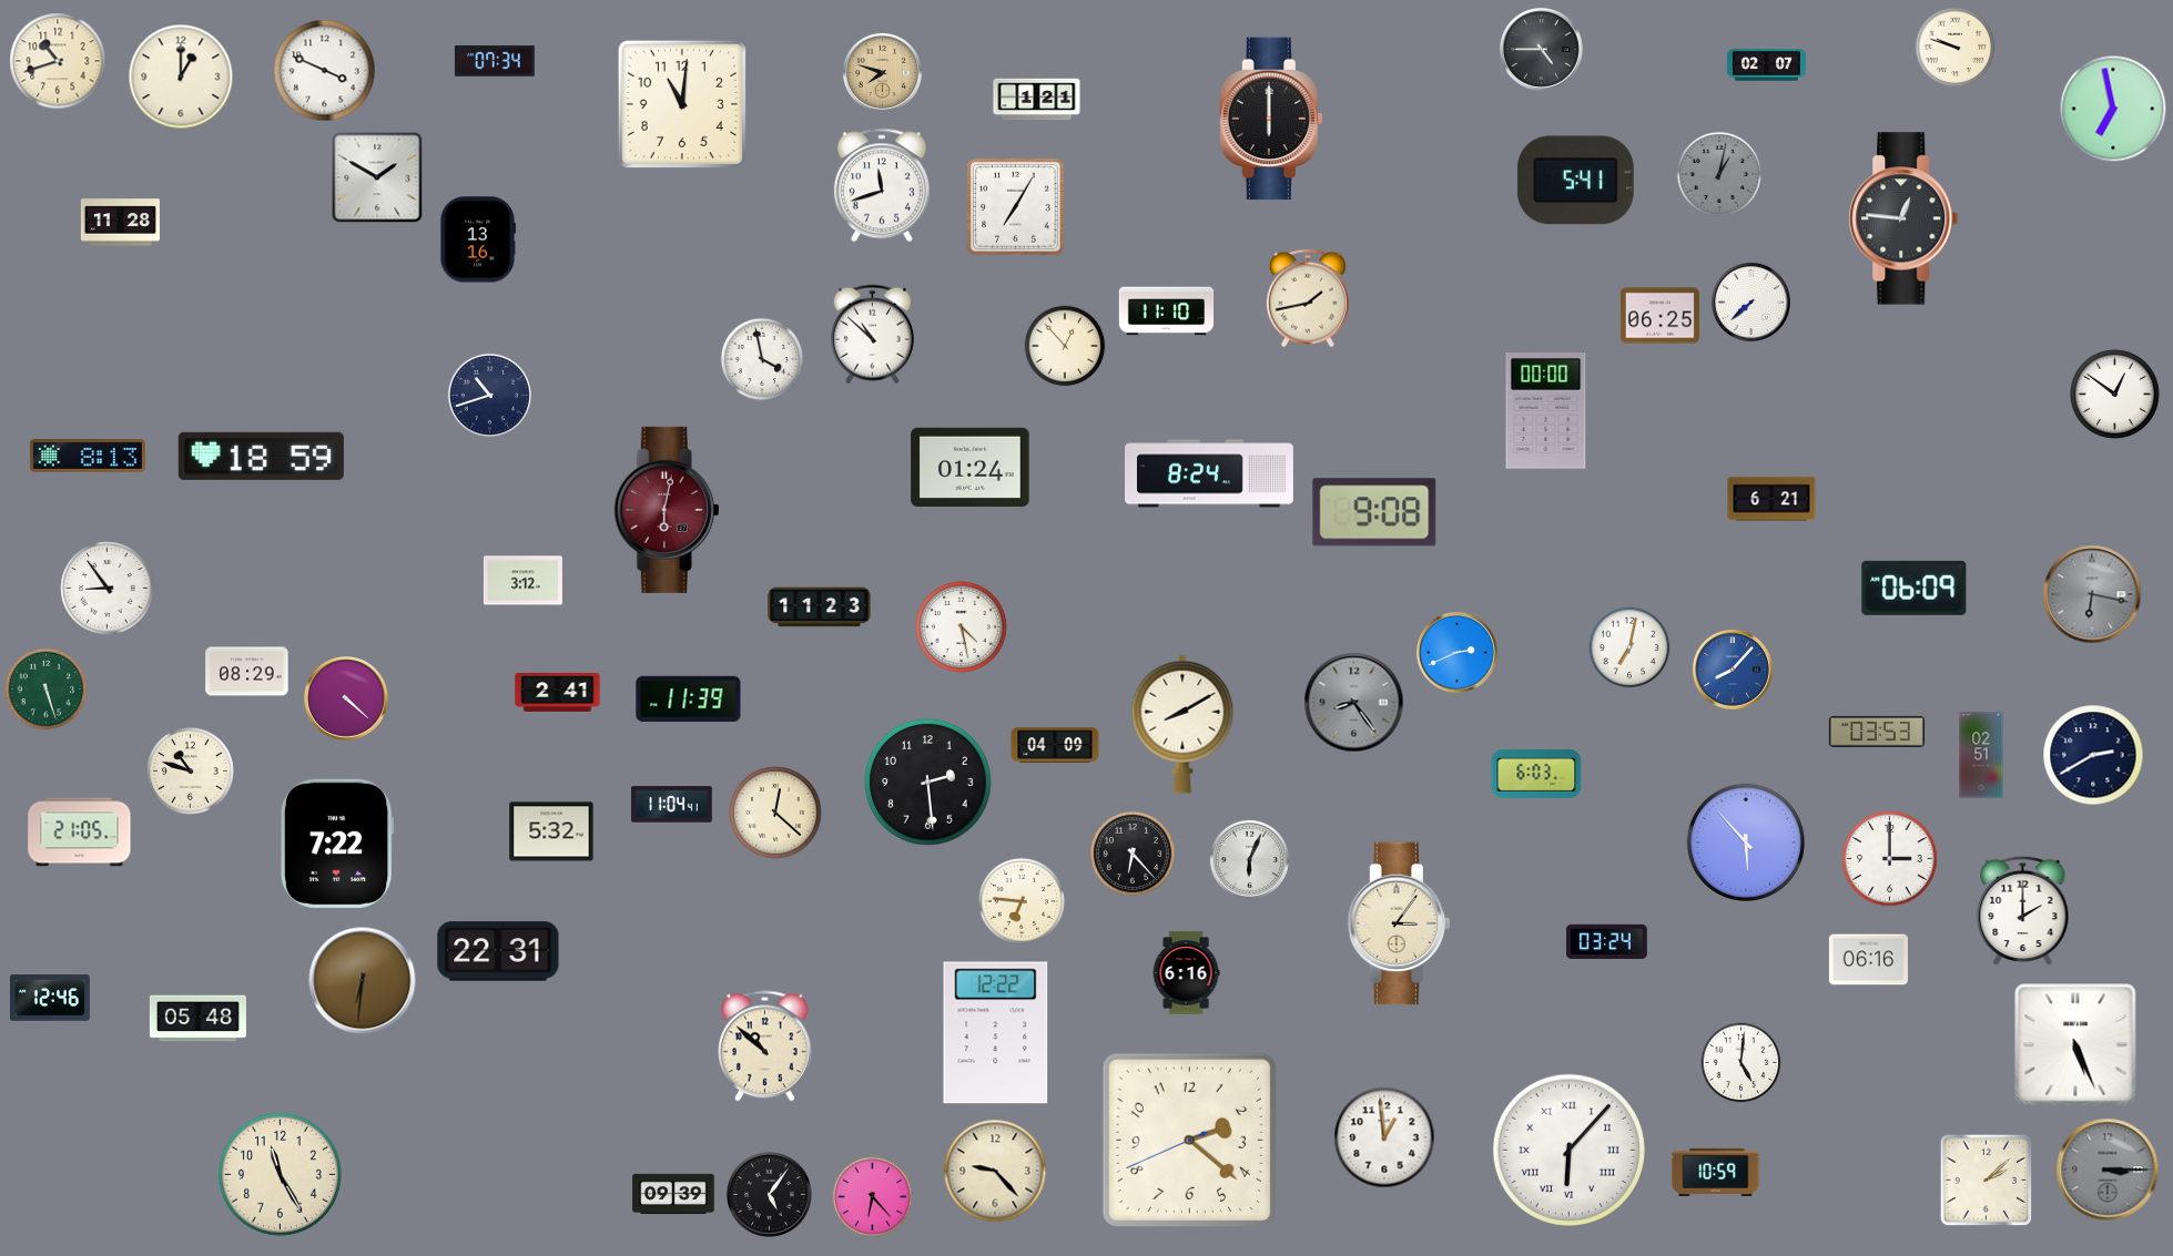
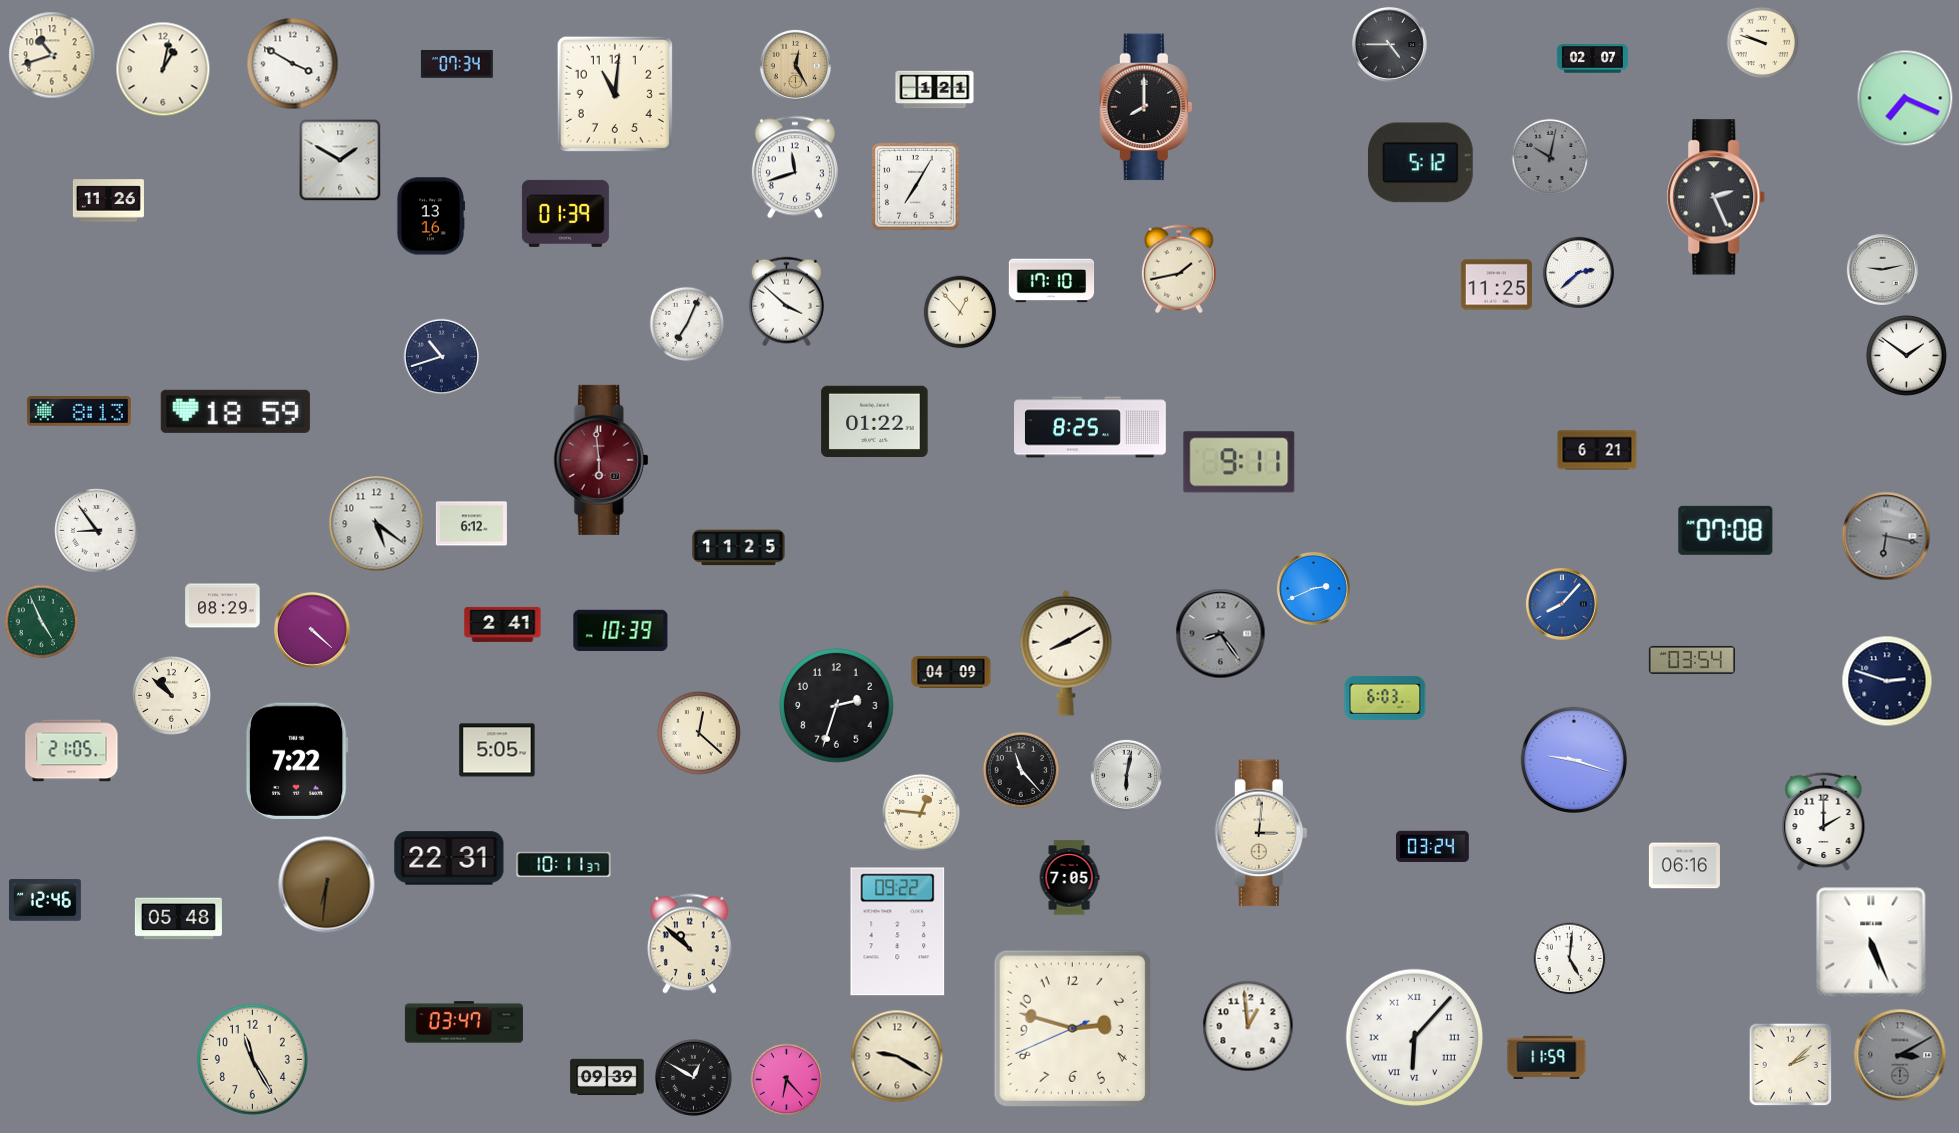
clock at (495, 61) position: (495, 61) -> (457, 64)
clock at (325, 71): 3:49 -> 3:50
clock at (882, 72): 7:48 -> 12:25
clock at (181, 76): 1:00 -> 1:02
clock at (2113, 109): 6:58 -> 7:19
clock at (1270, 119): 6:00 -> 8:00
clock at (1718, 173): 1:02 -> 10:02
clock at (1575, 181): 5:41 -> 5:12
clock at (1903, 218): 12:46 -> 2:26
clock at (120, 223): 11:28 -> 11:26
clock at (565, 213): none -> 01:39
clock at (1882, 269): none -> 9:13
clock at (1750, 302): 7:38 -> 2:38
clock at (1167, 312): 11:10 -> 17:10
clock at (1659, 316): 06:25 -> 11:25
clock at (872, 335): 10:52 -> 3:52
clock at (762, 359): 3:58 -> 7:04
clock at (2114, 394): 12:51 -> 1:51
clock at (1546, 411): 00:00 -> none
clock at (971, 467): 01:24 -> 01:22
clock at (1210, 473): 8:24 -> 8:25
clock at (667, 510): 6:02 -> 5:59
clock at (1374, 512): 9:08 -> 9:11
clock at (377, 524): none -> 5:21
clock at (522, 581): 3:12 -> 6:12
clock at (1915, 588): 06:09 -> 07:08
clock at (820, 607): 11:23 -> 11:25
clock at (962, 627): 4:28 -> none
clock at (1629, 647): 7:02 -> none
clock at (47, 690): 5:27 -> 4:56
clock at (689, 700): 11:39 -> 10:39
clock at (1877, 732): 03:53 -> 03:54
clock at (1981, 755): 02:51 -> none
clock at (2093, 755): 2:40 -> 2:48
clock at (190, 770): 10:48 -> 10:52
clock at (928, 783): 2:29 -> 2:33
clock at (672, 805): 11:04 -> none
clock at (551, 831): 5:32 -> 5:05
clock at (1745, 841): 5:53 -> 9:18
clock at (337, 843) position: (337, 843) -> (297, 760)
clock at (1131, 852): 6:23 -> 11:23
clock at (1249, 859): 6:04 -> 6:02
clock at (1890, 859): 3:00 -> none
clock at (1022, 901): 6:46 -> 12:46
clock at (1398, 923): 3:06 -> 3:01
clock at (1607, 941) position: (1607, 941) -> (1433, 846)
clock at (564, 865): none -> 10:11
clock at (1186, 973): 6:16 -> 7:05
clock at (996, 1033): 12:22 -> 09:22
clock at (464, 1022): none -> 03:47
clock at (1189, 1140): 2:21 -> 2:47
clock at (2108, 1170): 3:15 -> 3:10
clock at (995, 1171): 9:23 -> 9:20
clock at (1716, 1172): 10:59 -> 11:59
clock at (770, 1195): 5:06 -> 12:50
